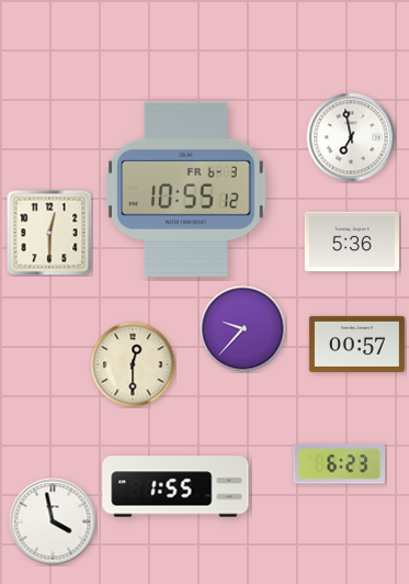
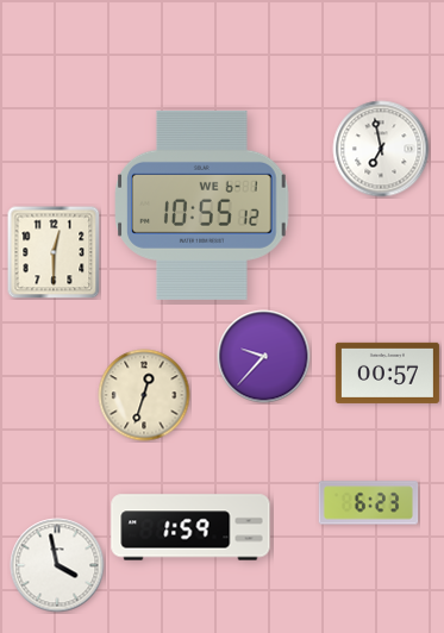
clock at (186, 189) date: FR 6-3 -> WE 6-1
clock at (352, 242): 5:36 -> none
clock at (133, 364): 12:30 -> 12:33
clock at (175, 486): 1:55 -> 1:59
